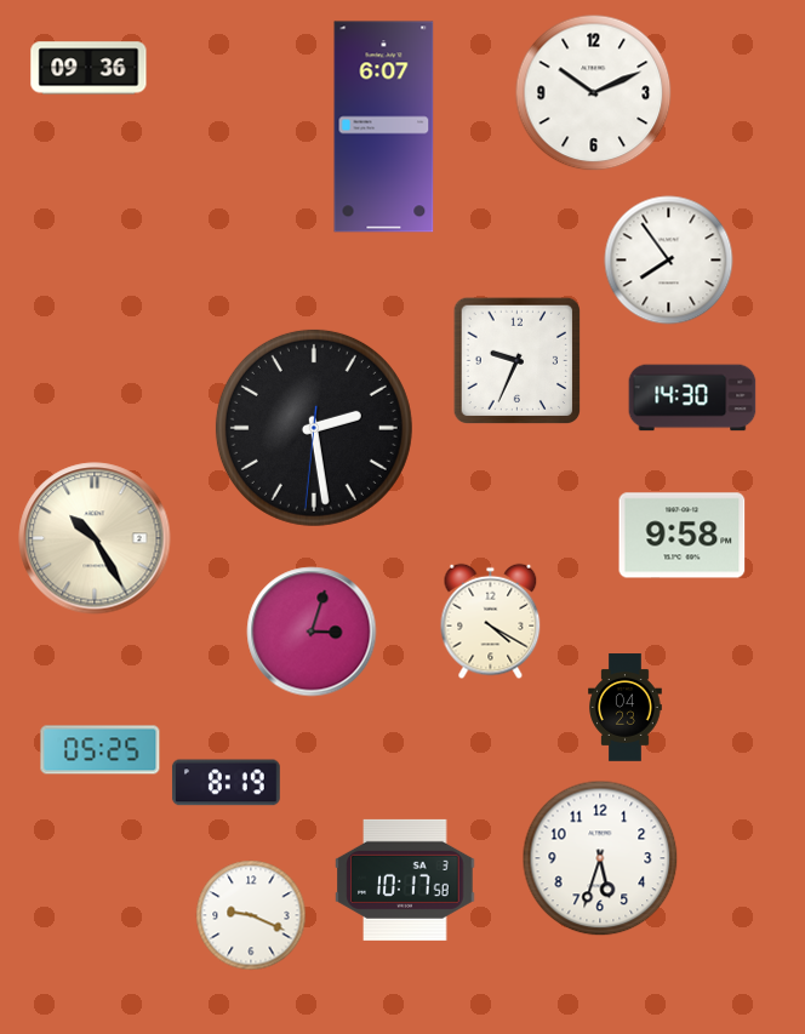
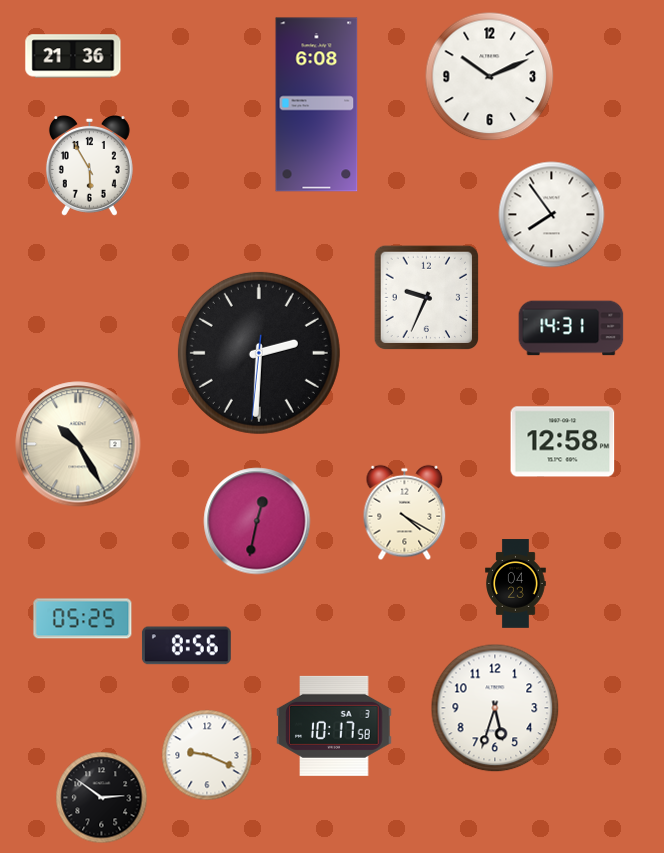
clock at (89, 68): 09:36 -> 21:36
clock at (384, 127): 6:07 -> 6:08
clock at (89, 166): none -> 5:55
clock at (692, 398): 14:30 -> 14:31
clock at (314, 428): 2:28 -> 2:30
clock at (683, 536): 9:58 -> 12:58
clock at (312, 632): 3:03 -> 12:32
clock at (227, 783): 8:19 -> 8:56
clock at (102, 798): none -> 2:51
